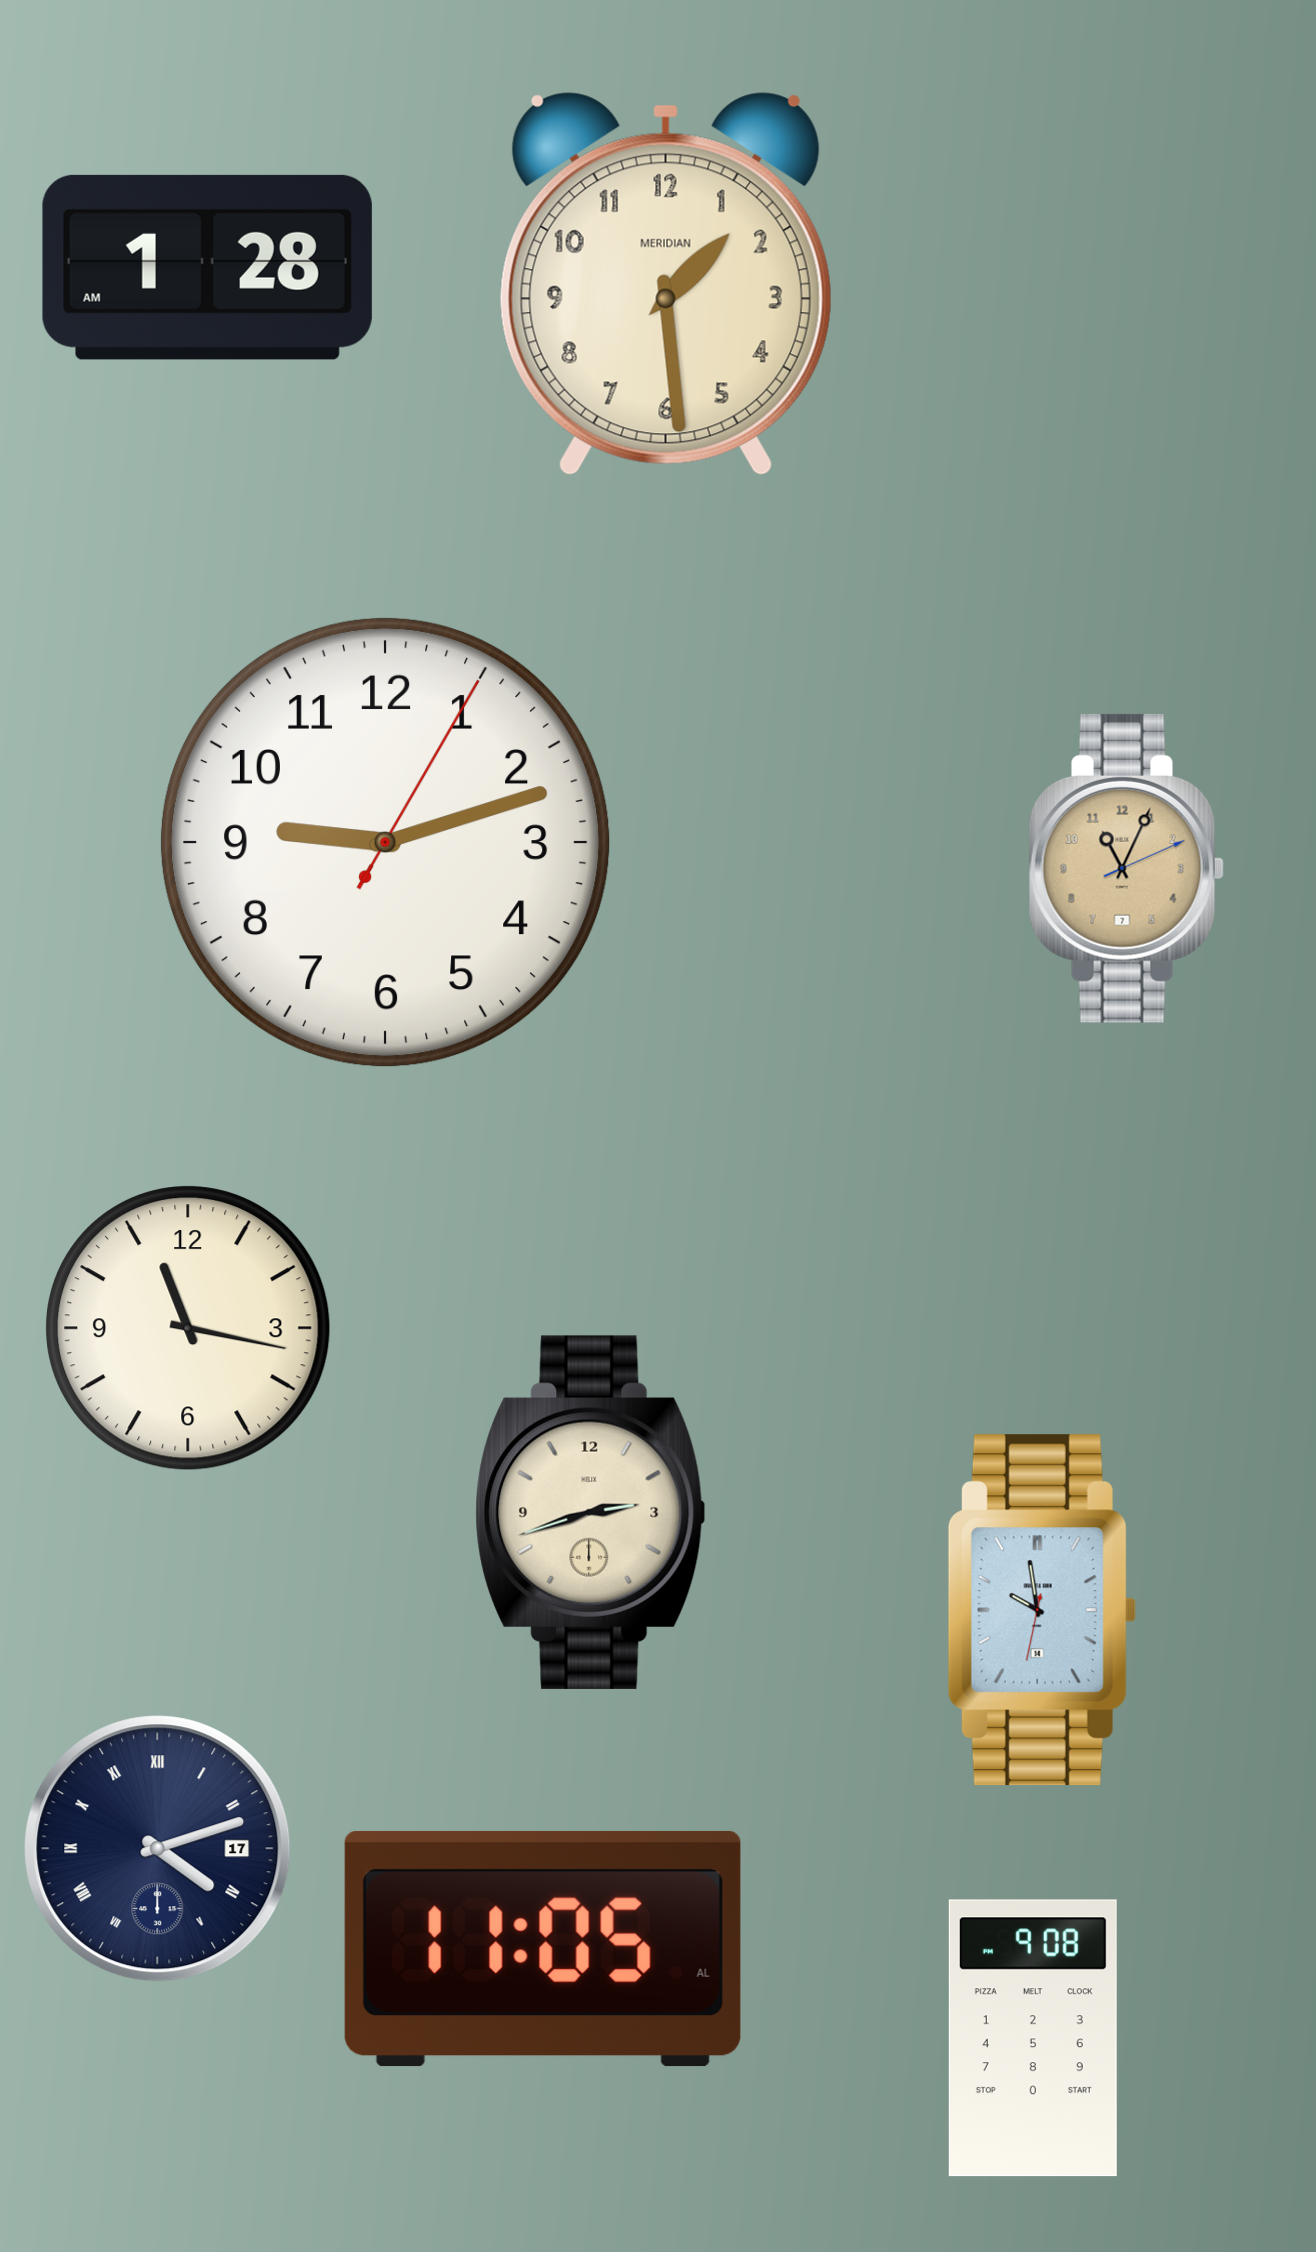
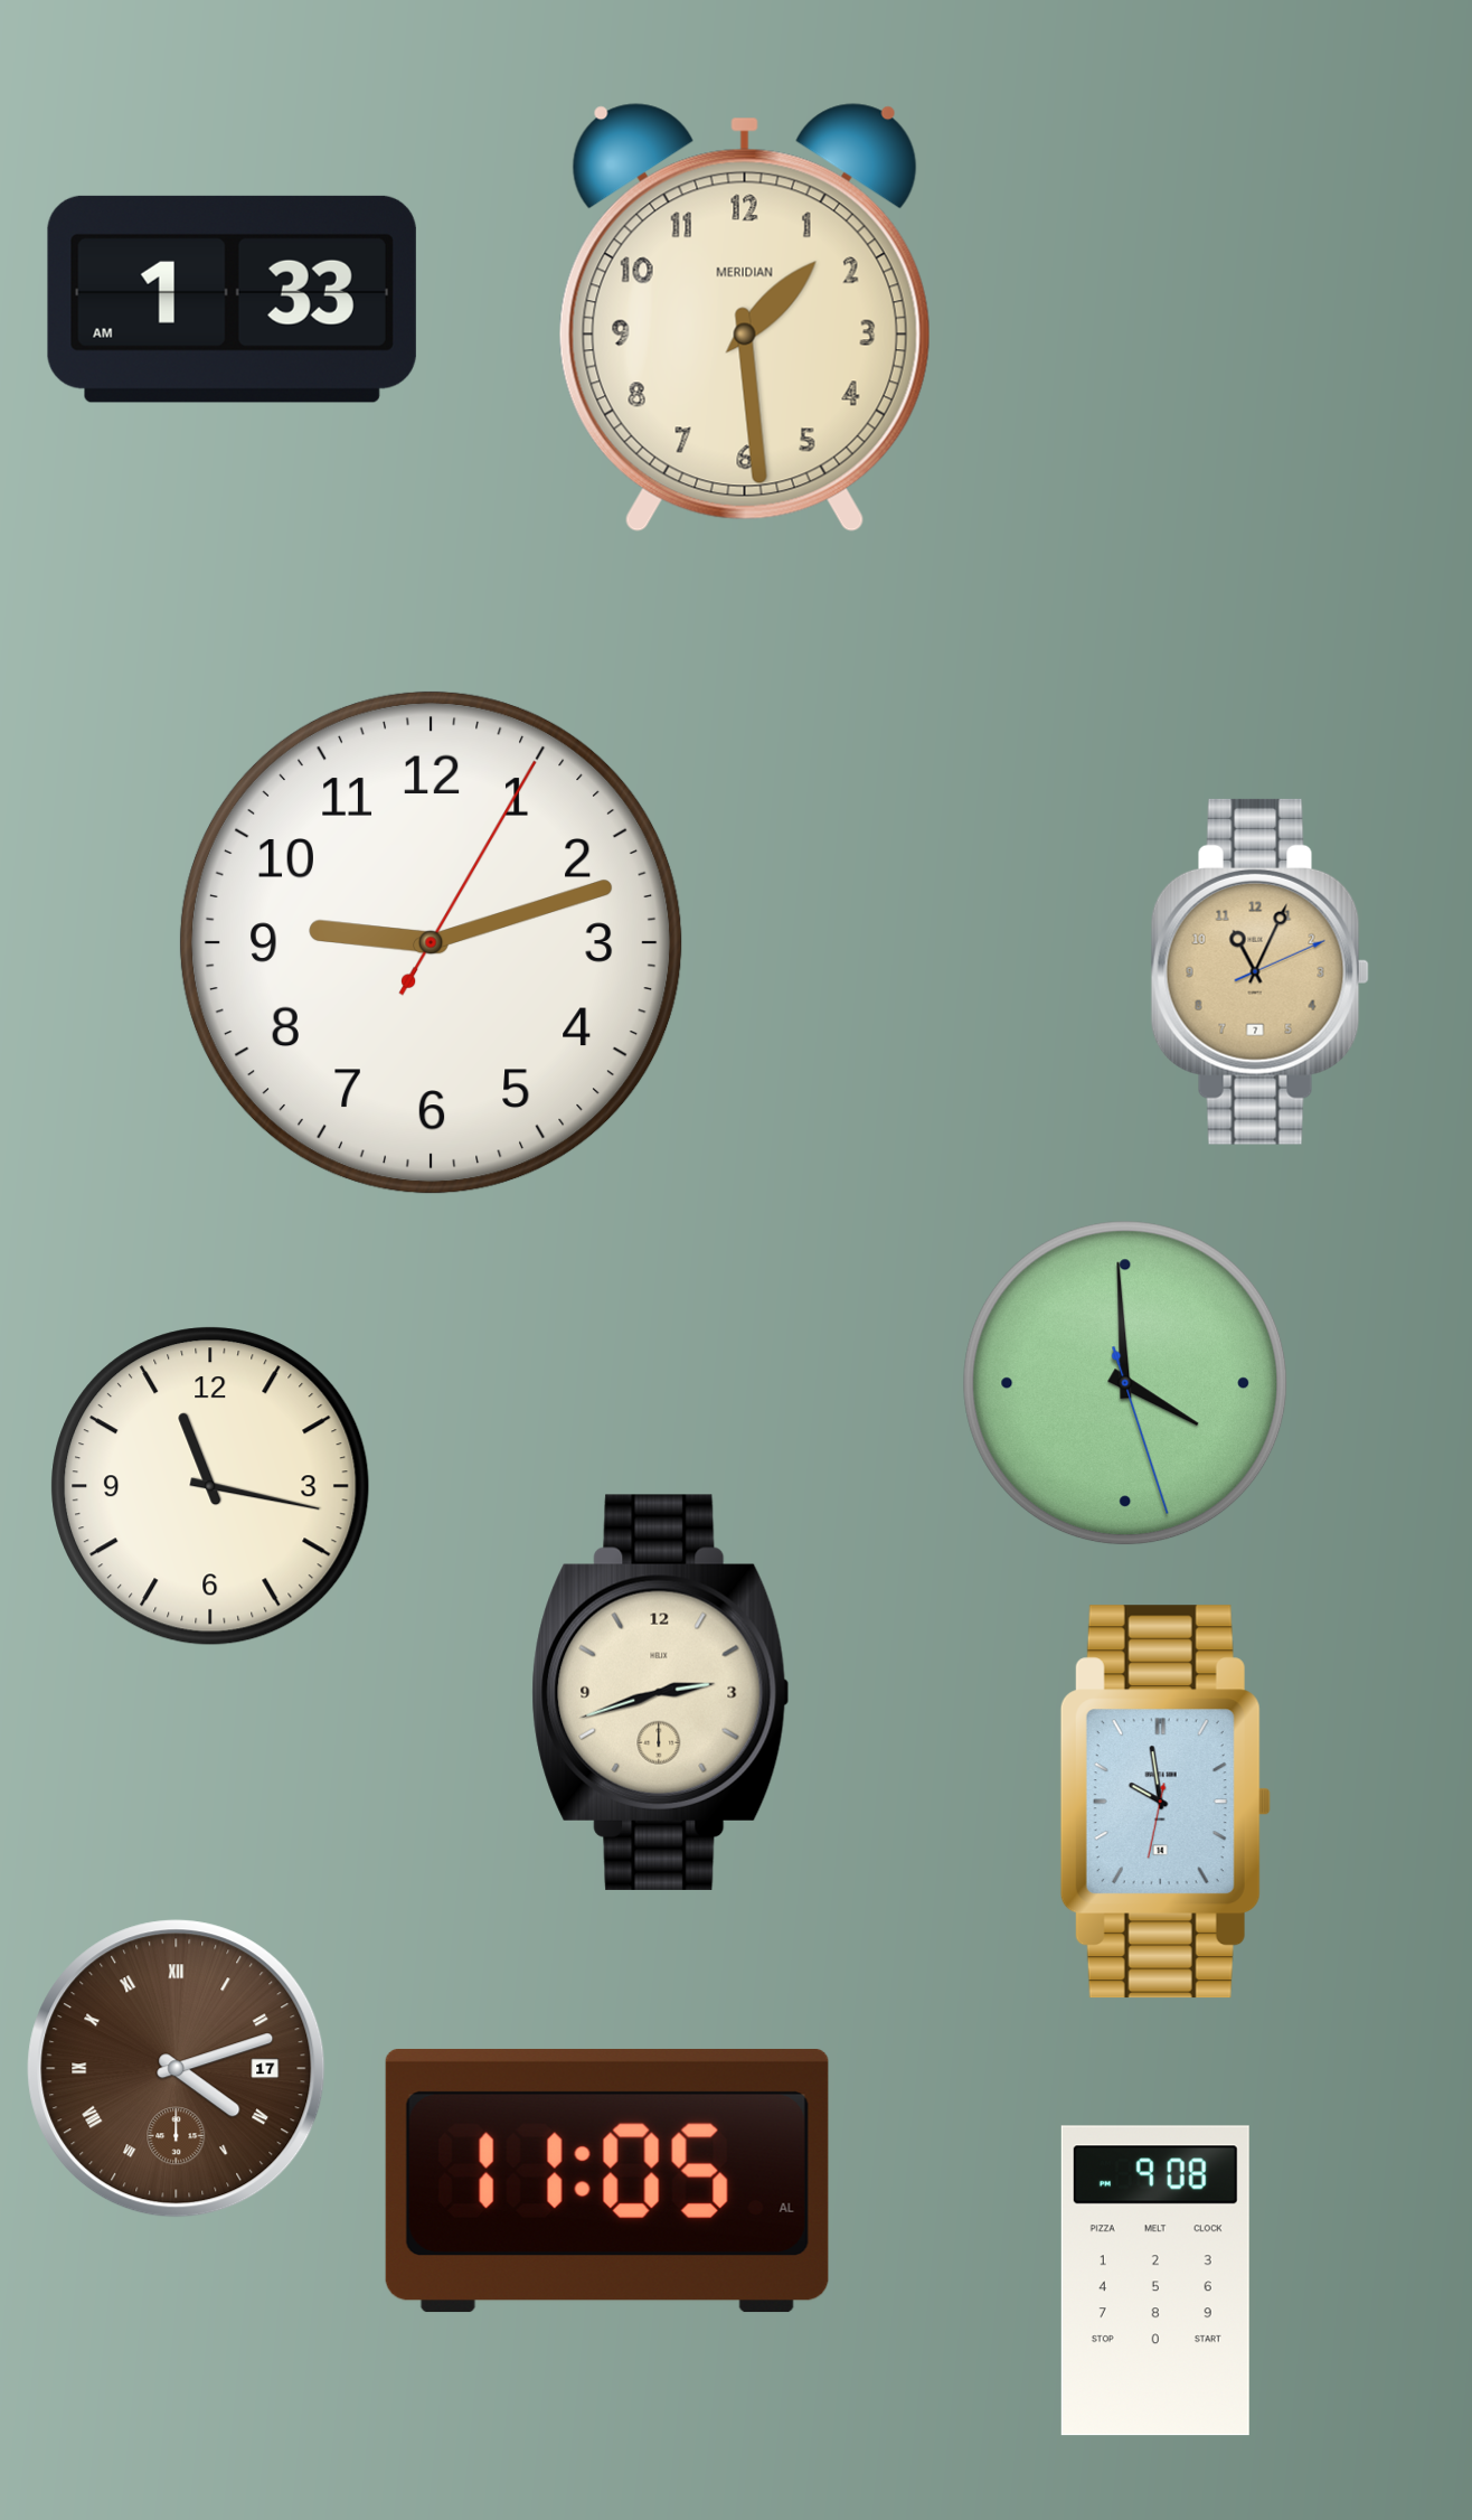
clock at (207, 267): 1:28 -> 1:33
clock at (1125, 1383): none -> 3:59
clock at (158, 1849) dial: navy -> brown
